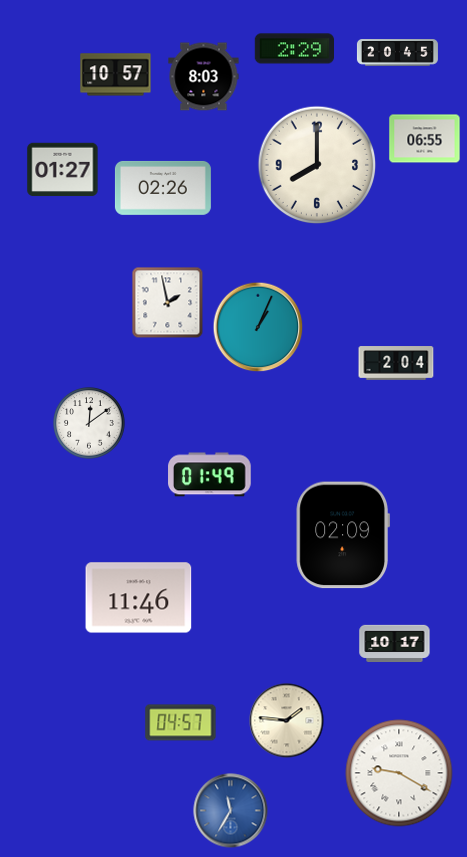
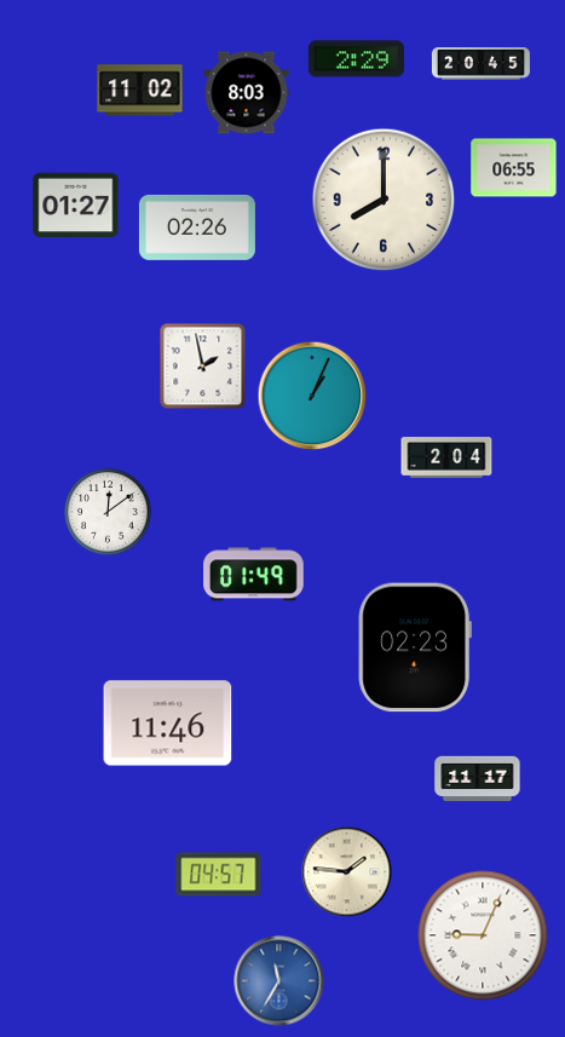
clock at (116, 75): 10:57 -> 11:02
clock at (396, 363) position: (396, 363) -> (446, 457)
clock at (343, 535): 02:09 -> 02:23
clock at (395, 644): 10:17 -> 11:17
clock at (399, 773): 9:20 -> 9:04
